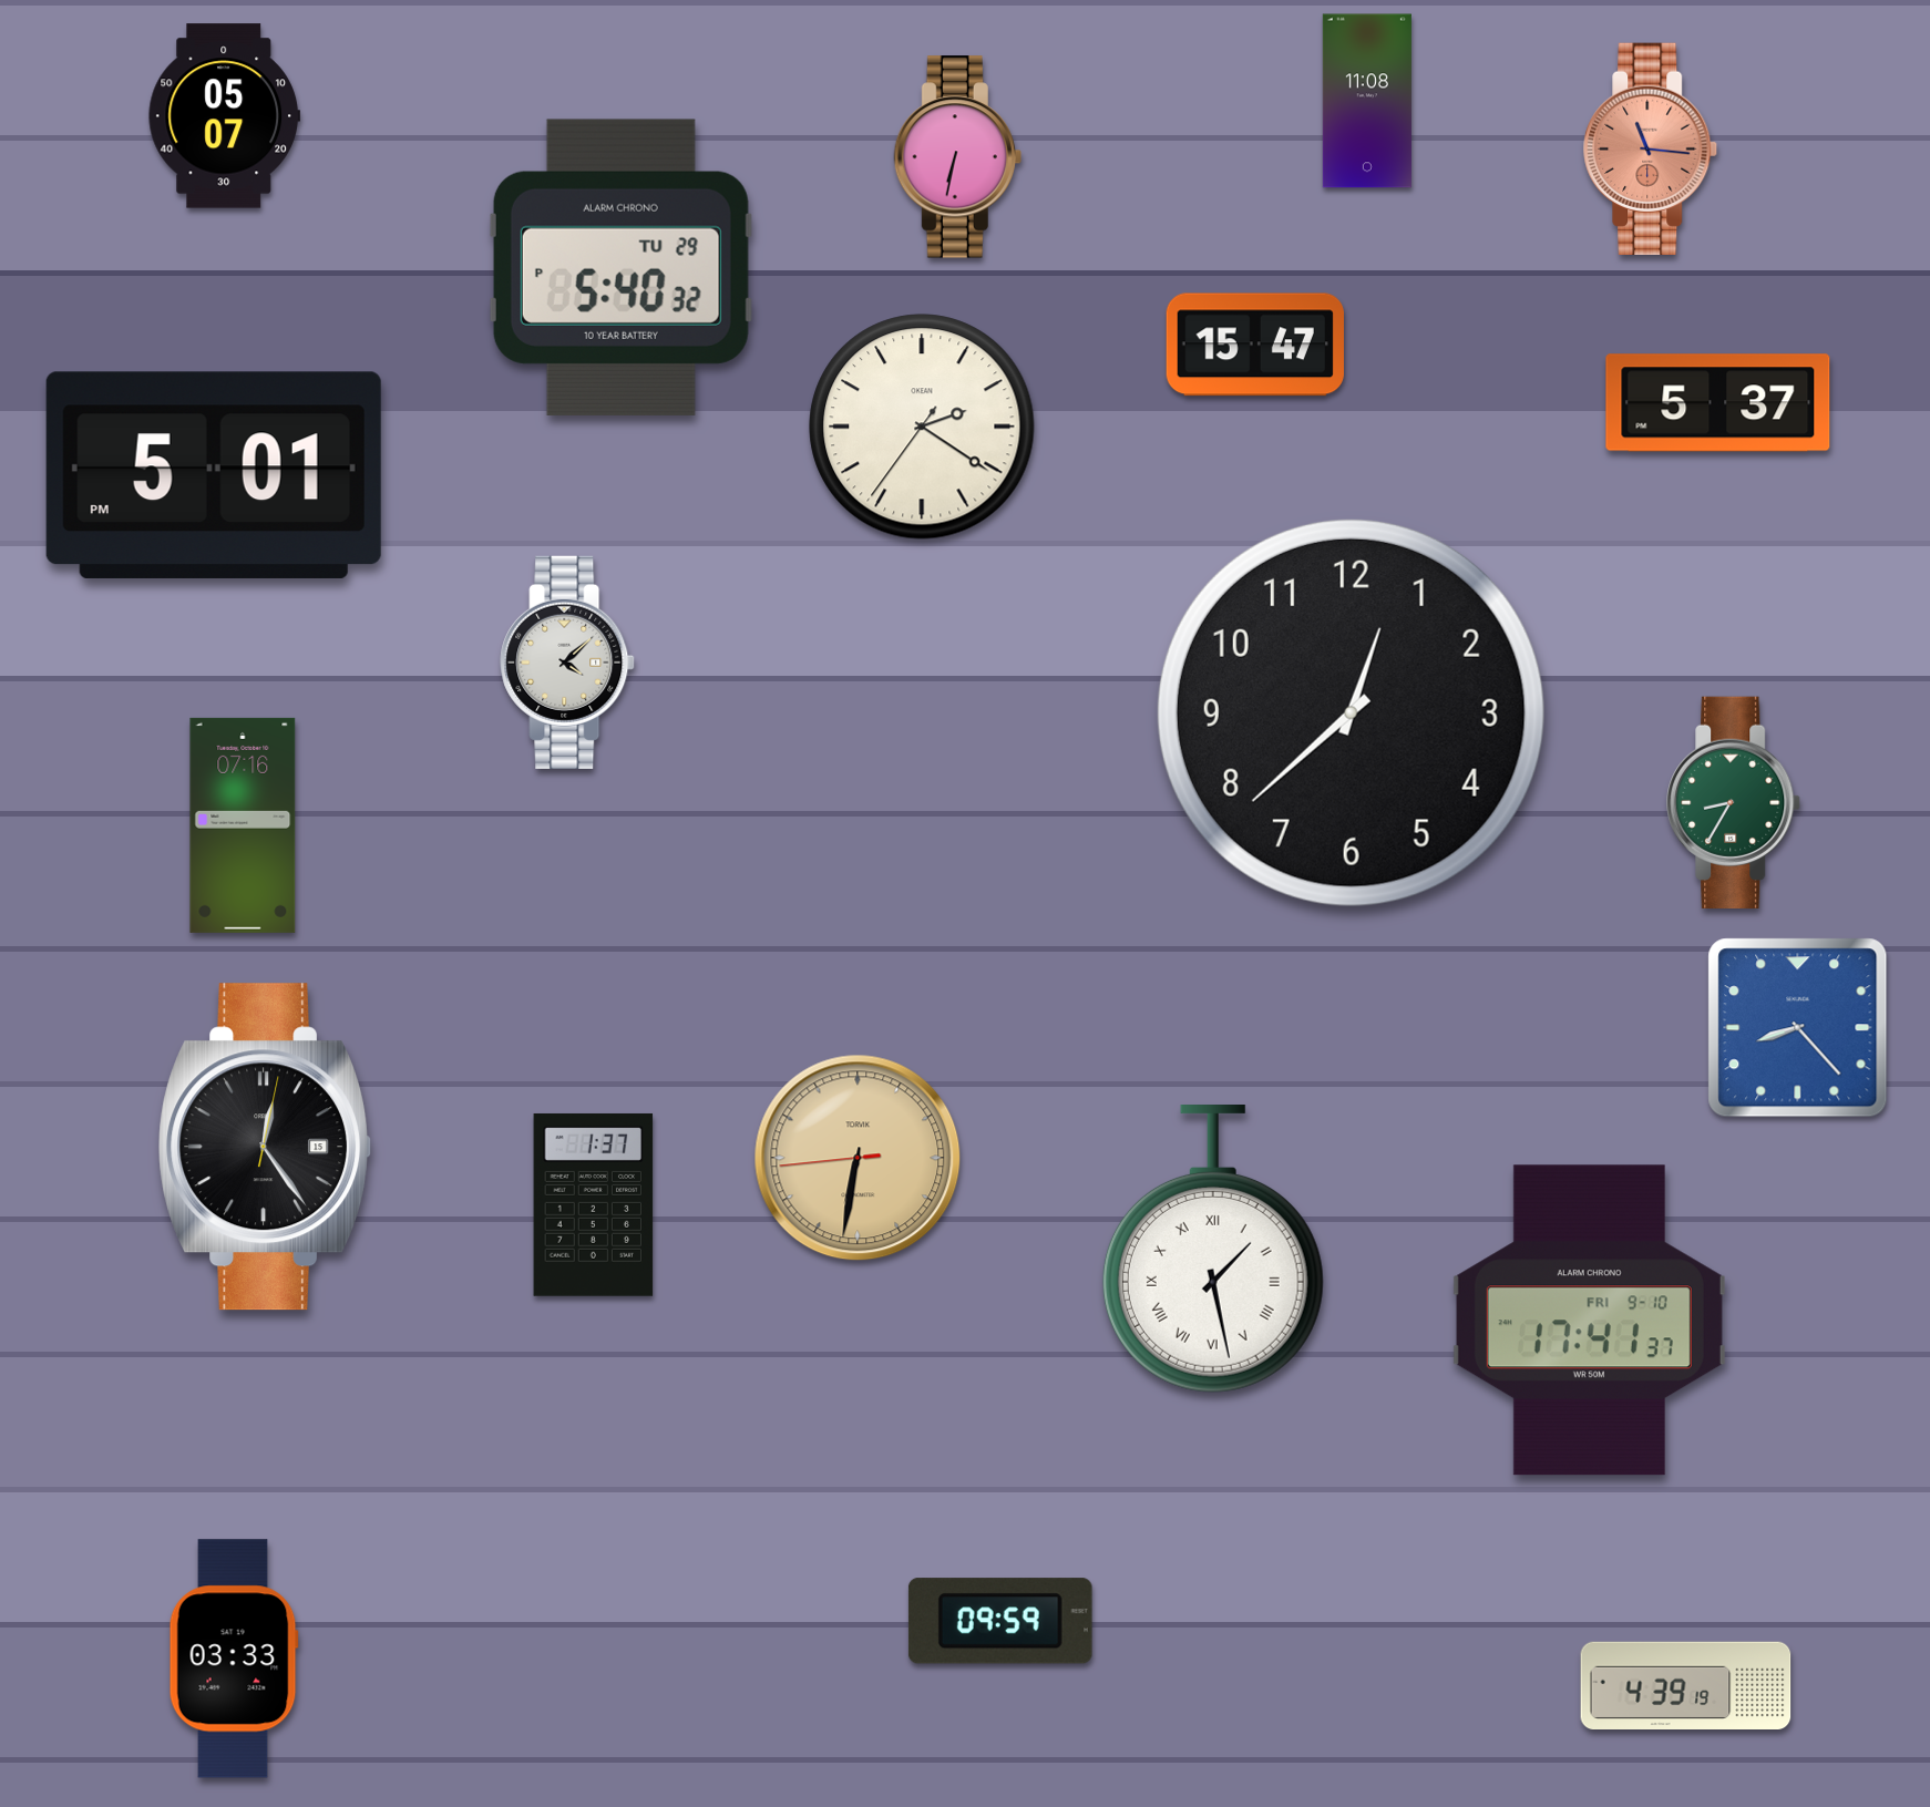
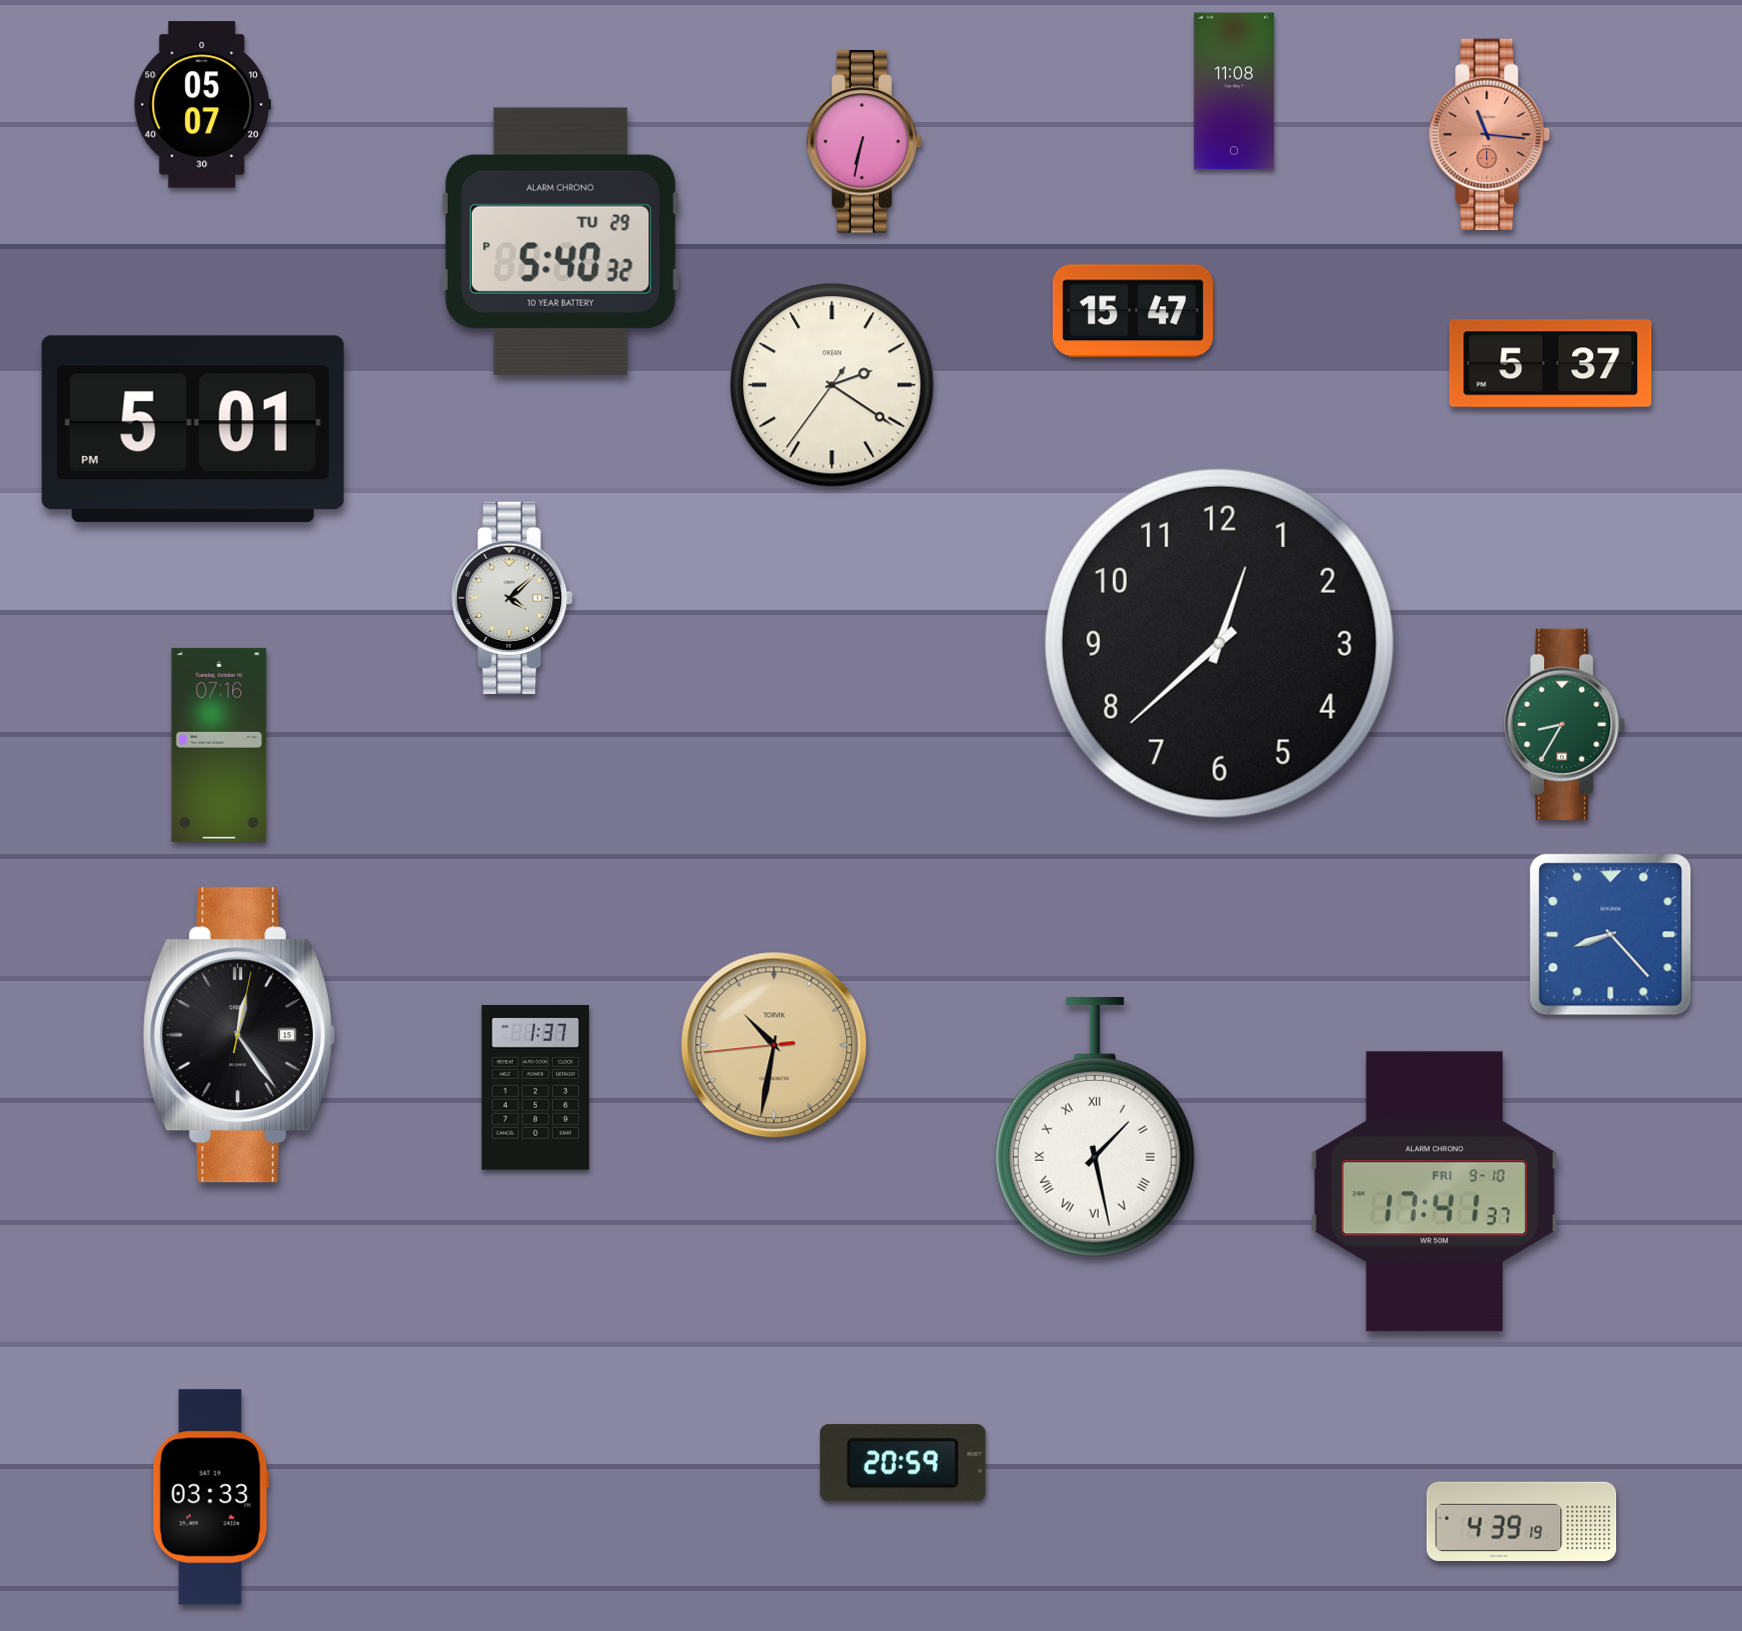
clock at (1798, 1028) position: (1798, 1028) -> (1611, 935)
clock at (858, 1158): 6:31 -> 10:31
clock at (1000, 1621): 09:59 -> 20:59
